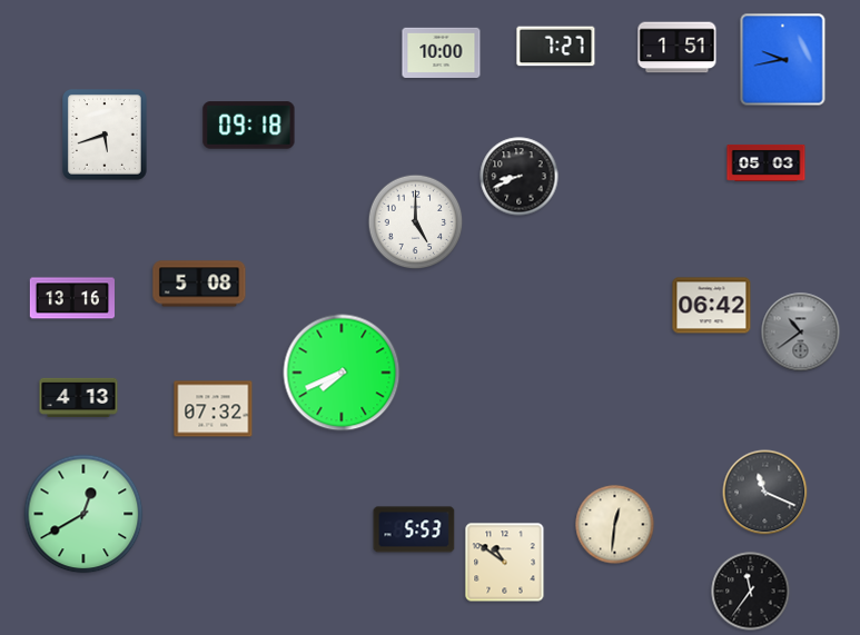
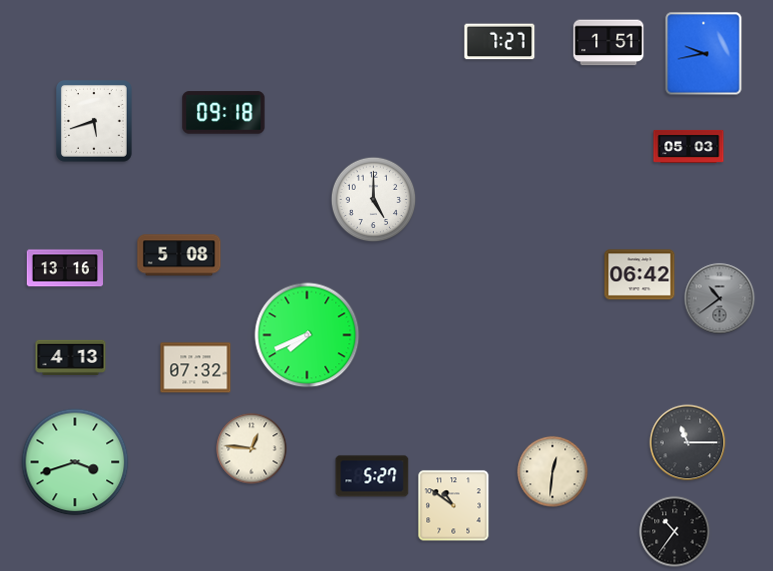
clock at (442, 52): 10:00 -> none
clock at (520, 177): 8:41 -> none
clock at (214, 409) position: (214, 409) -> (196, 368)
clock at (765, 493): 11:19 -> 11:15
clock at (252, 449): none -> 12:46
clock at (83, 514): 12:40 -> 3:42
clock at (414, 529): 5:53 -> 5:27
clock at (751, 592): 11:36 -> 10:36
